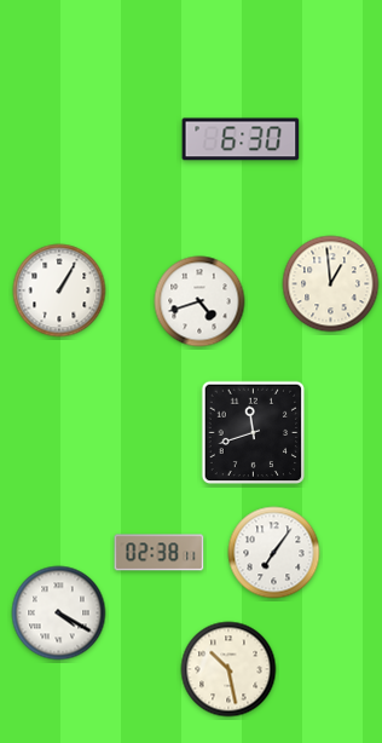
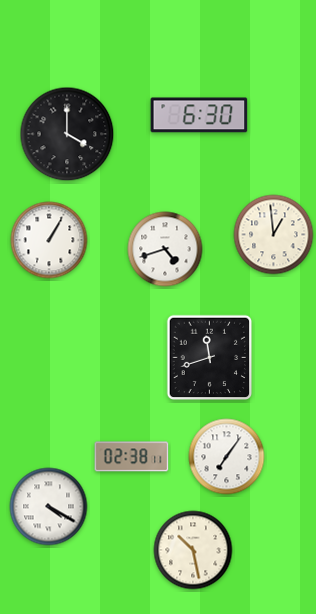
clock at (67, 134): none -> 4:00
clock at (228, 669) position: (228, 669) -> (193, 550)
